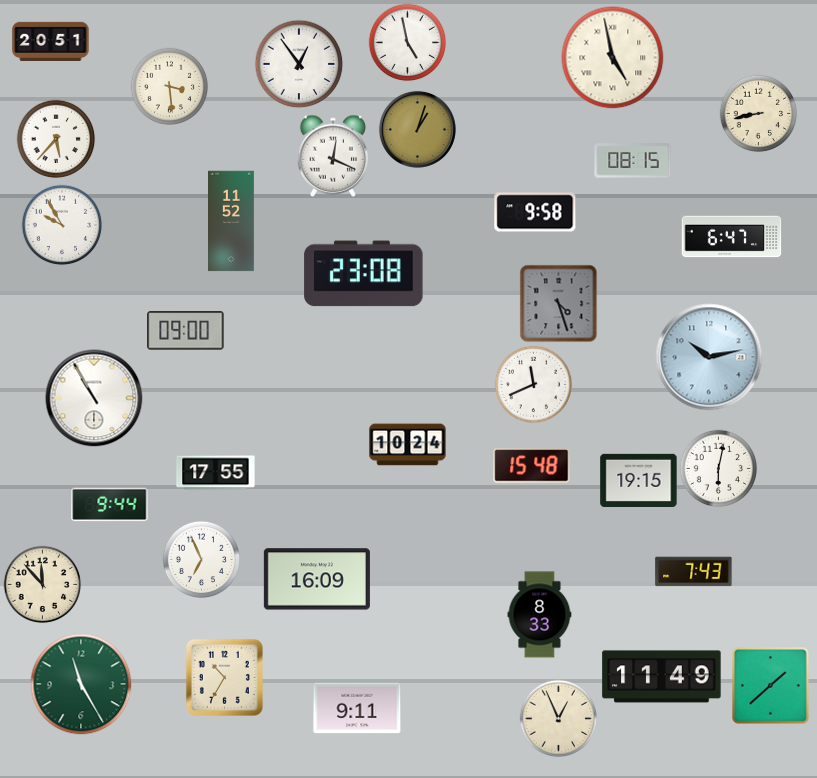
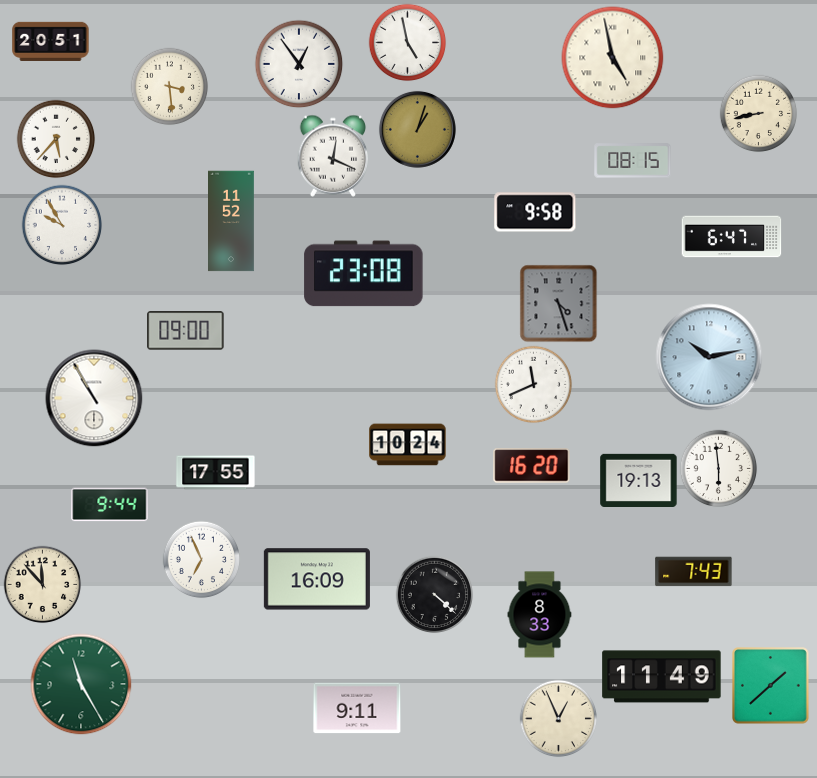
clock at (532, 466): 15:48 -> 16:20
clock at (718, 468): 6:02 -> 5:59
clock at (639, 480): 19:15 -> 19:13
clock at (434, 594): none -> 4:22
clock at (224, 677): 10:35 -> none
